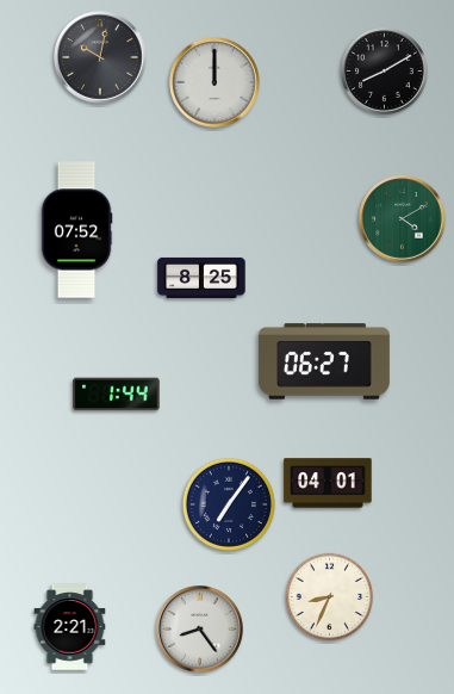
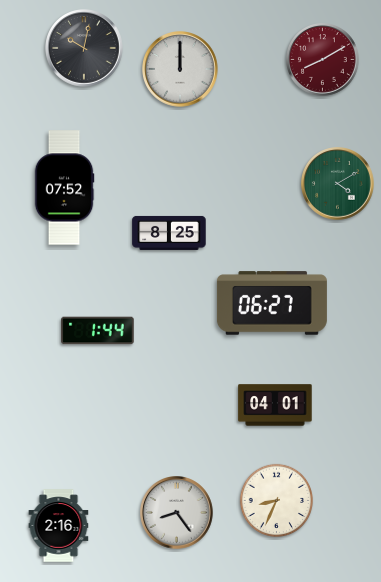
clock at (385, 72) dial: black -> burgundy
clock at (76, 230) position: (76, 230) -> (64, 188)
clock at (229, 504): 7:06 -> none
clock at (70, 627): 2:21 -> 2:16
clock at (200, 630) position: (200, 630) -> (177, 513)
